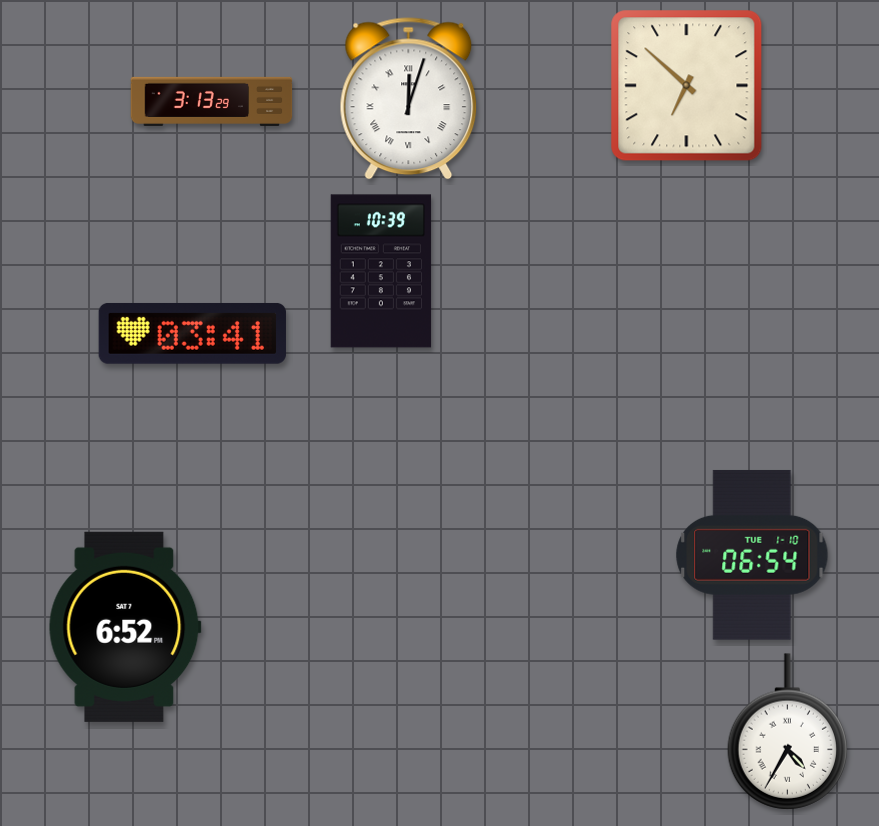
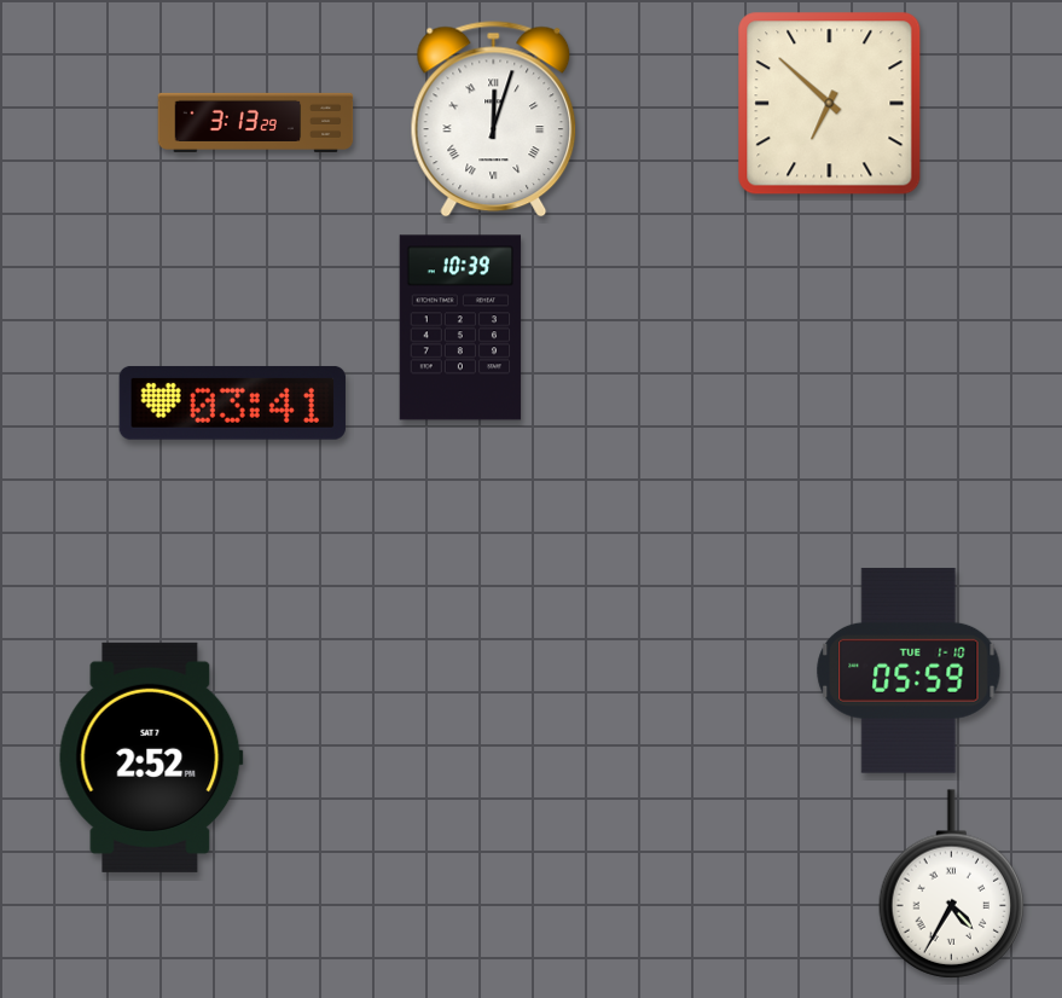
clock at (752, 555): 06:54 -> 05:59
clock at (125, 627): 6:52 -> 2:52
